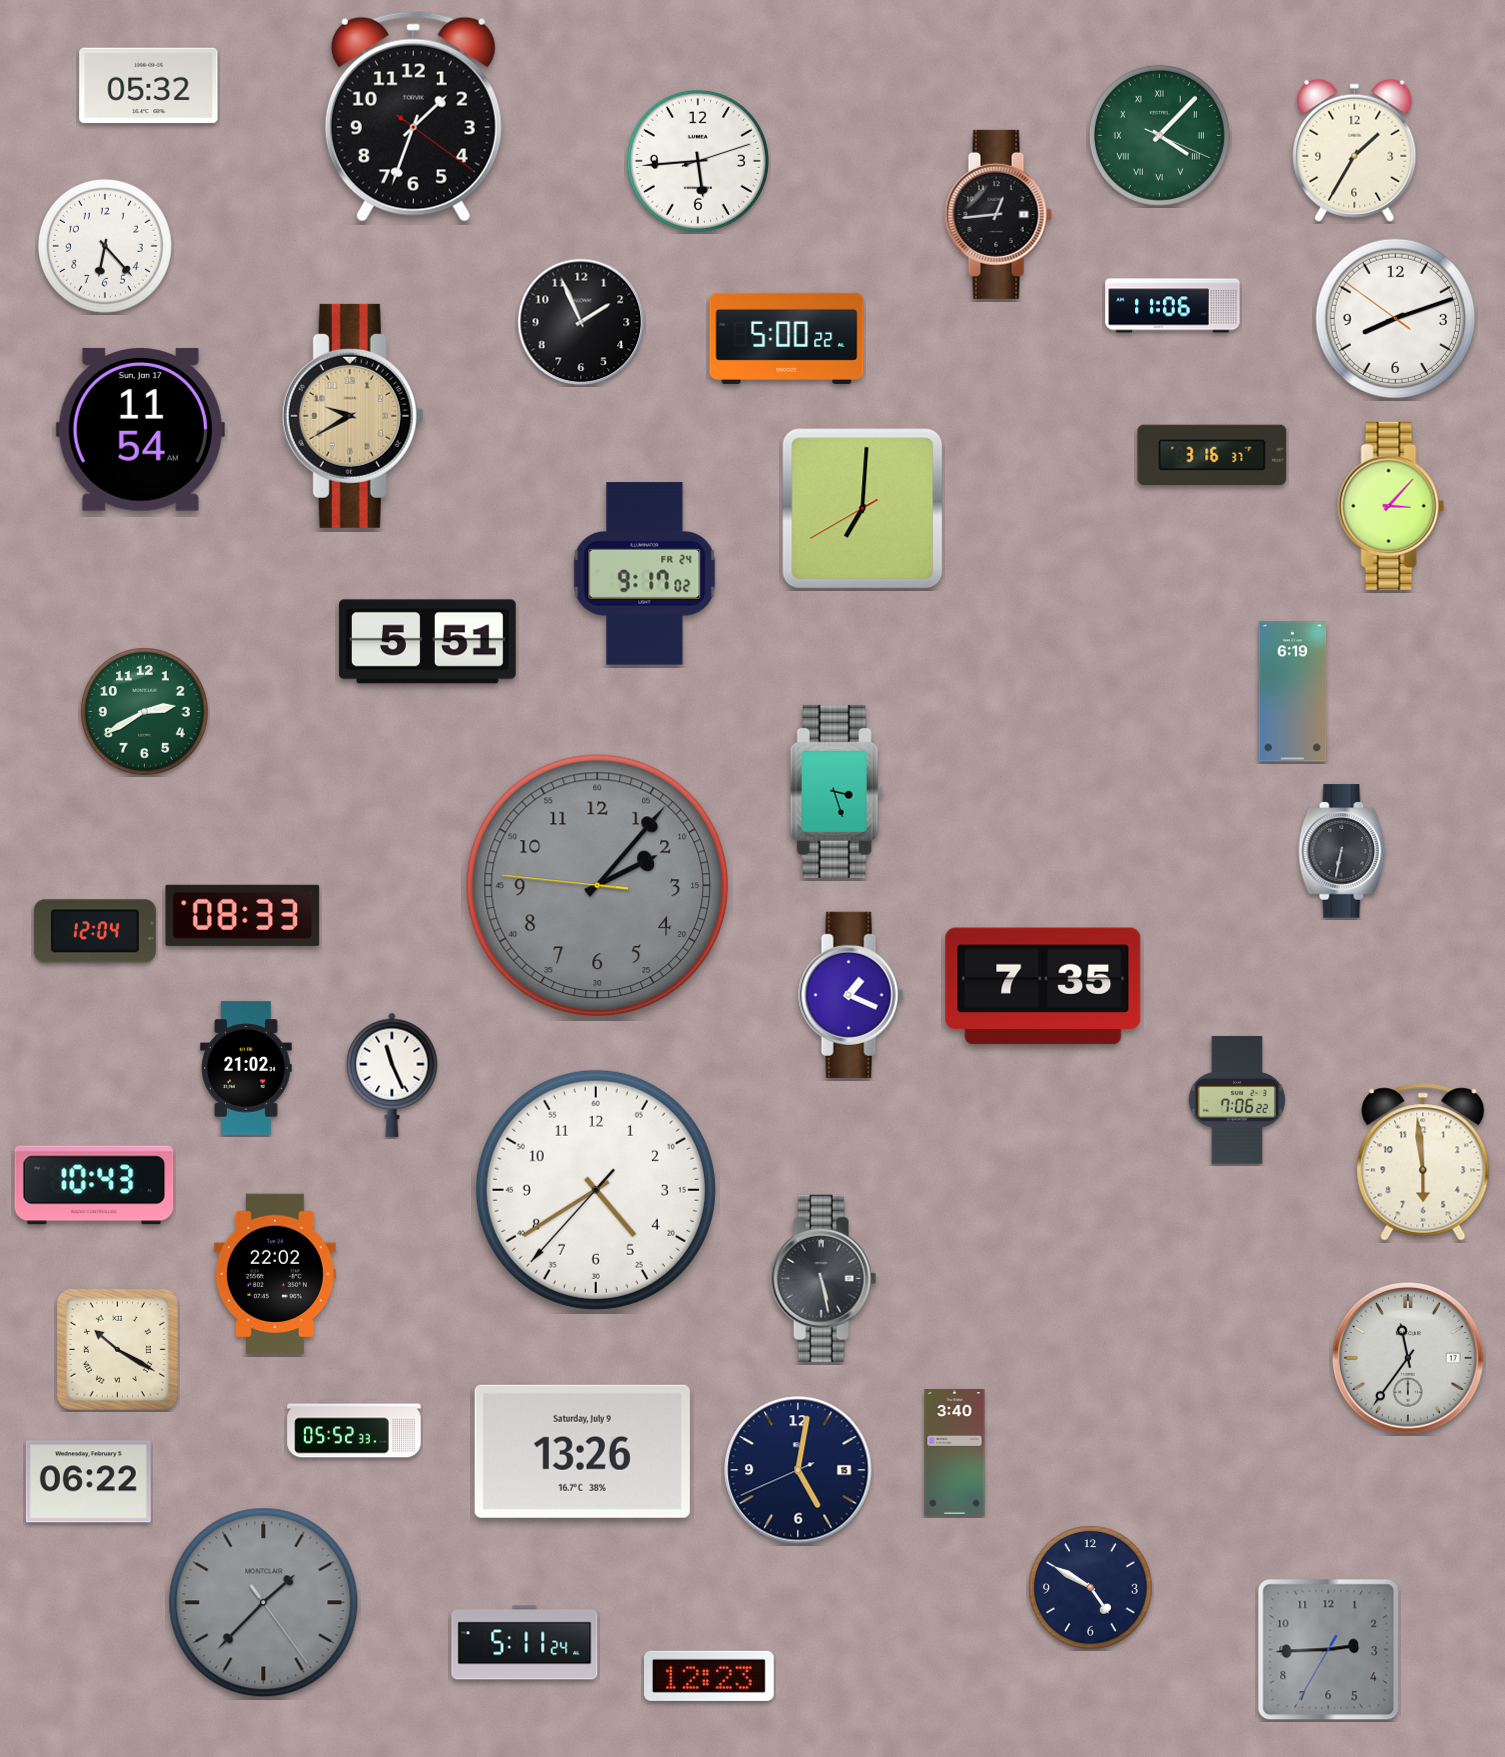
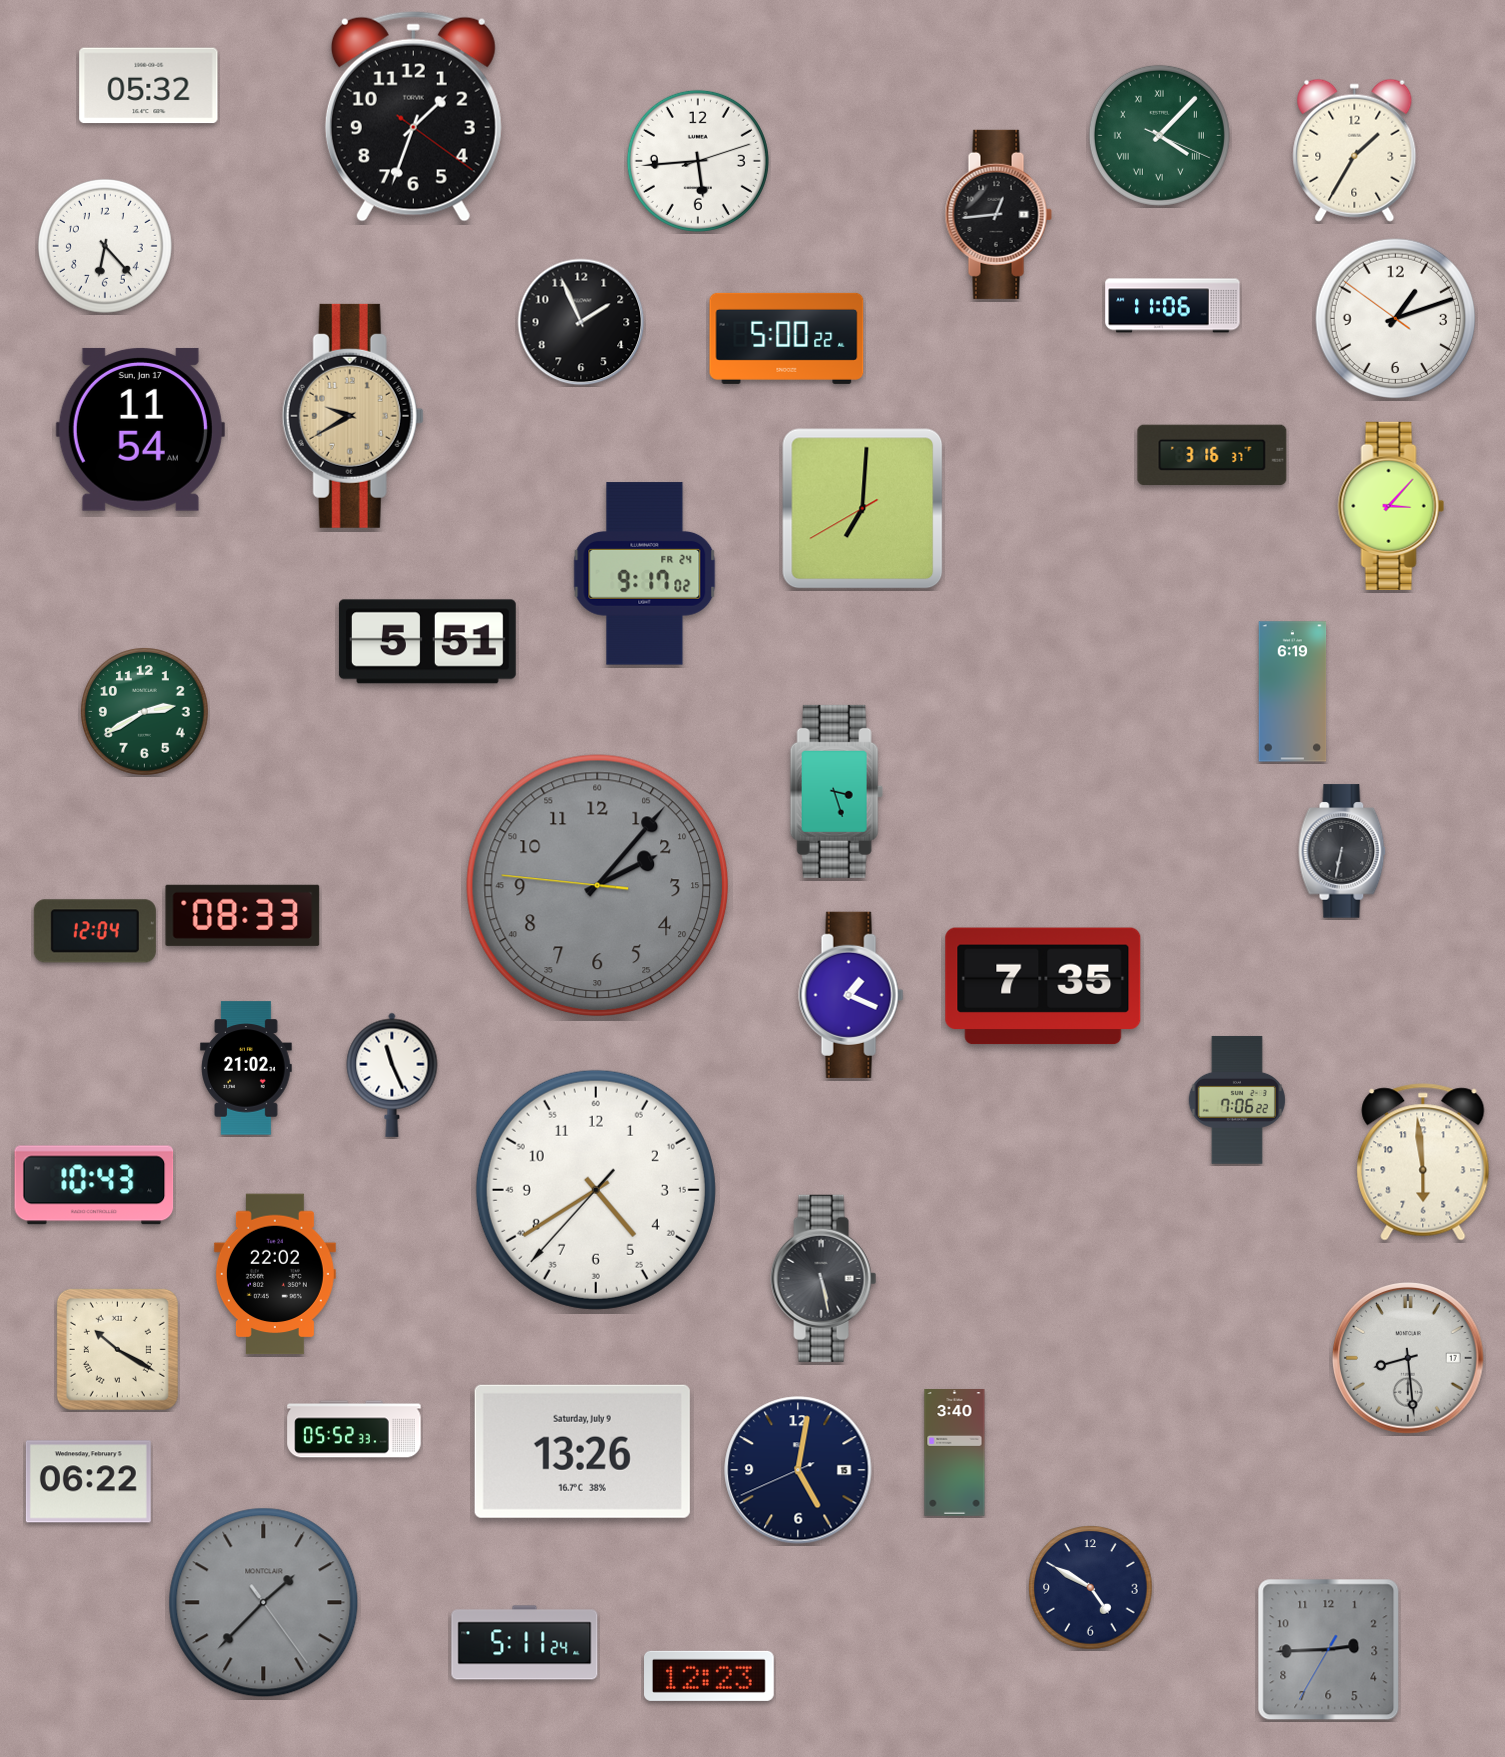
clock at (1396, 319): 8:11 -> 1:11
clock at (1408, 1358): 11:36 -> 8:29
